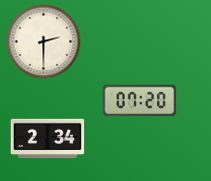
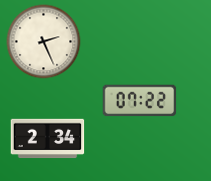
clock at (44, 42): 2:30 -> 2:26
clock at (140, 101): 07:20 -> 07:22
